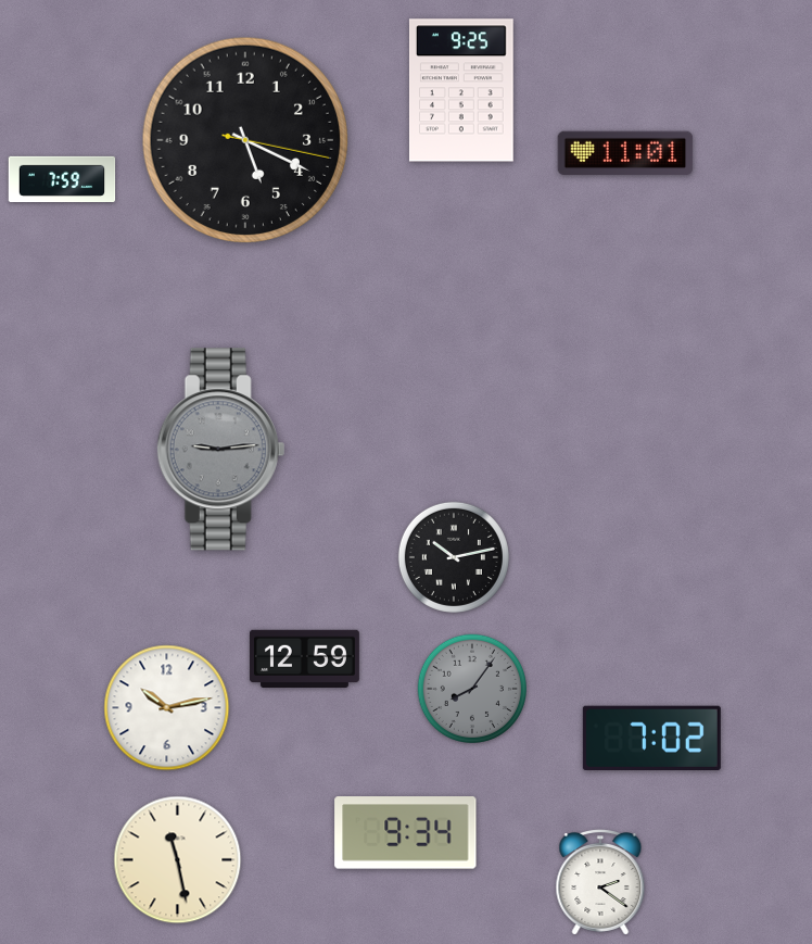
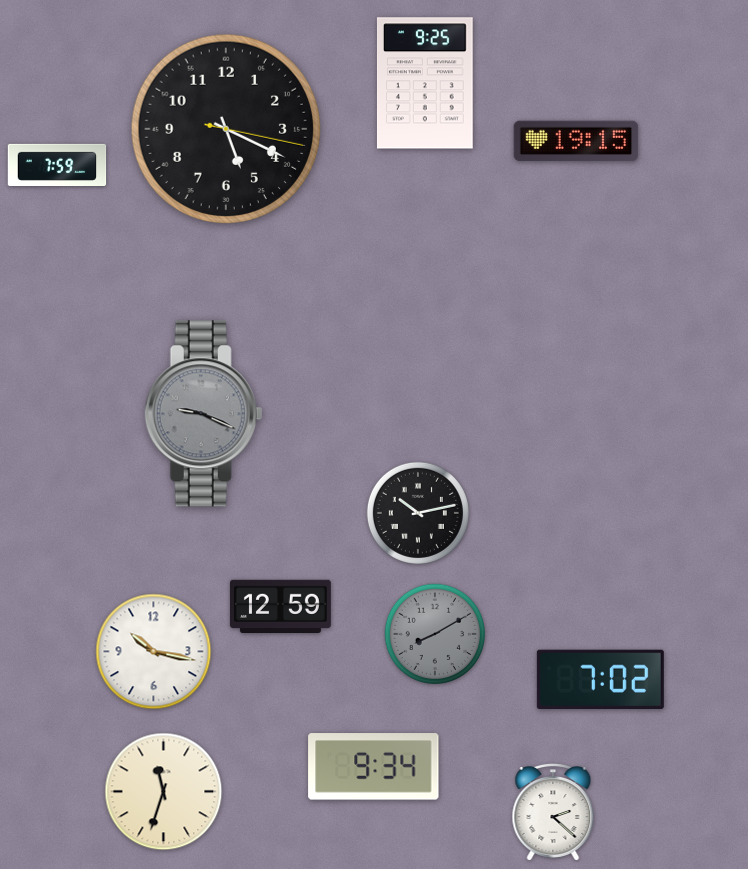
clock at (625, 153): 11:01 -> 19:15
clock at (221, 450): 9:14 -> 9:19
clock at (471, 688): 8:06 -> 8:10
clock at (167, 708): 10:13 -> 10:17
clock at (178, 860): 11:28 -> 11:33
clock at (600, 883): 2:21 -> 2:22
